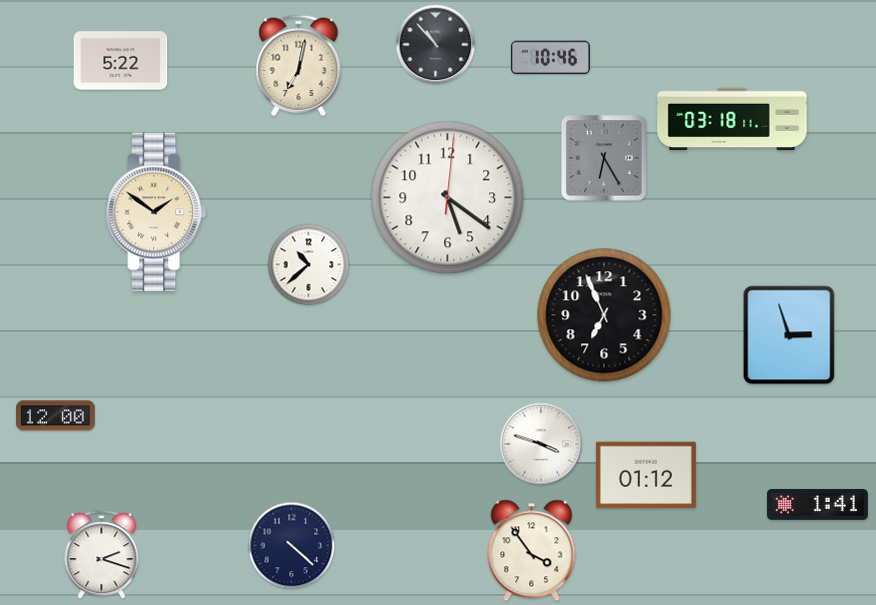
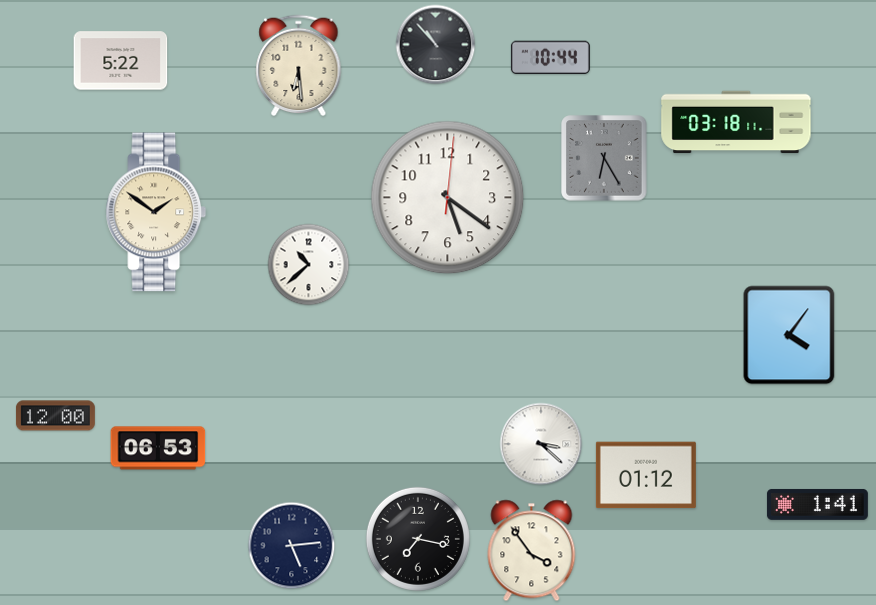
clock at (550, 57): 10:46 -> 10:44
clock at (299, 66): 7:02 -> 6:29
clock at (732, 119) position: (732, 119) -> (736, 122)
clock at (604, 315): 6:56 -> none
clock at (789, 335): 2:57 -> 4:06
clock at (541, 444): 3:48 -> 3:22
clock at (158, 448): none -> 06:53
clock at (418, 539): none -> 7:17
clock at (292, 546): 4:22 -> 5:14
clock at (102, 555): 2:18 -> none
